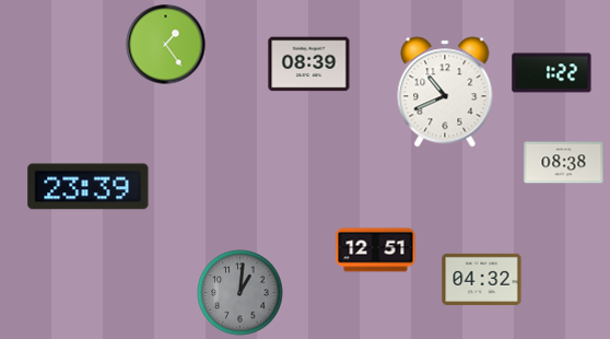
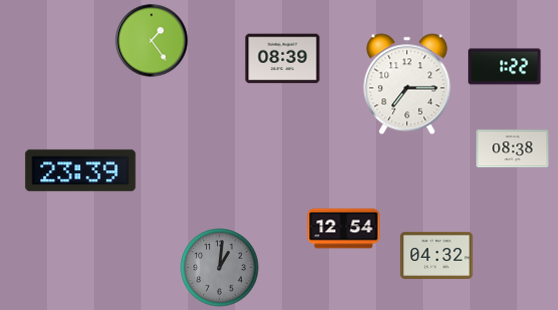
clock at (445, 92): 10:41 -> 7:15
clock at (564, 163) position: (564, 163) -> (513, 149)
clock at (376, 250): 12:51 -> 12:54
clock at (482, 279) position: (482, 279) -> (437, 255)
